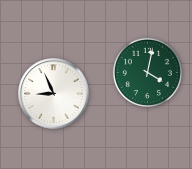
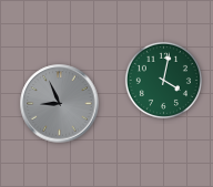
clock at (54, 94) dial: white -> grey
